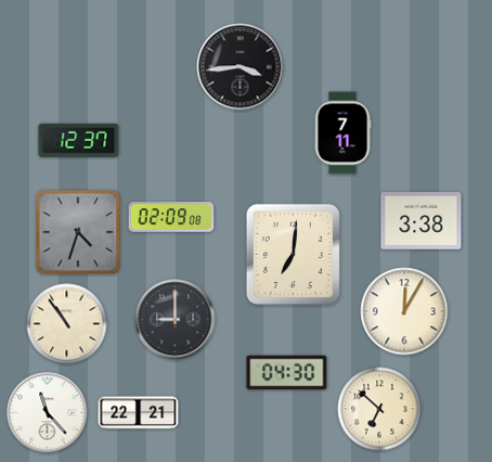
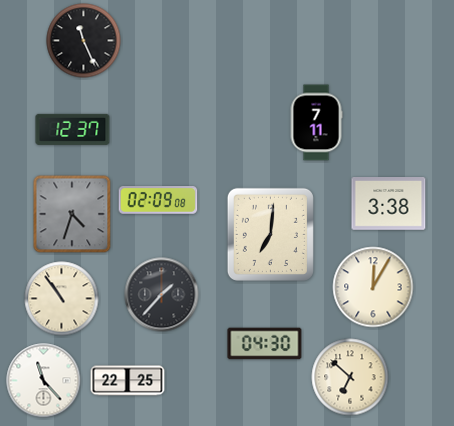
clock at (84, 41): none -> 11:26
clock at (241, 67): 3:44 -> none
clock at (176, 320): 9:00 -> 1:37
clock at (139, 413): 22:21 -> 22:25
